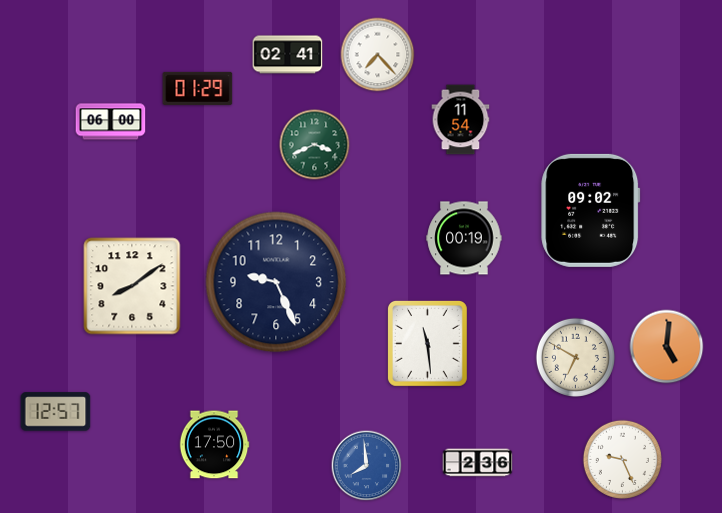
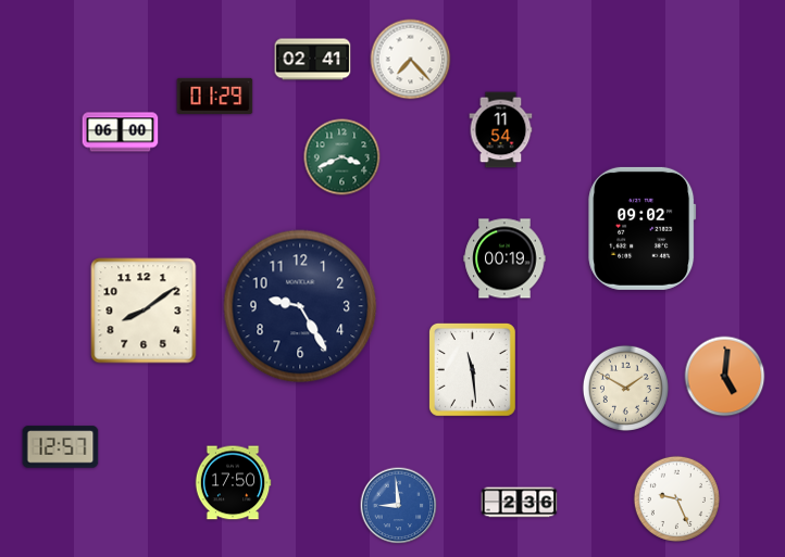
clock at (276, 282): 9:26 -> 9:25
clock at (427, 343) position: (427, 343) -> (472, 369)
clock at (575, 357): 6:50 -> 1:50
clock at (367, 466): 7:59 -> 8:59
